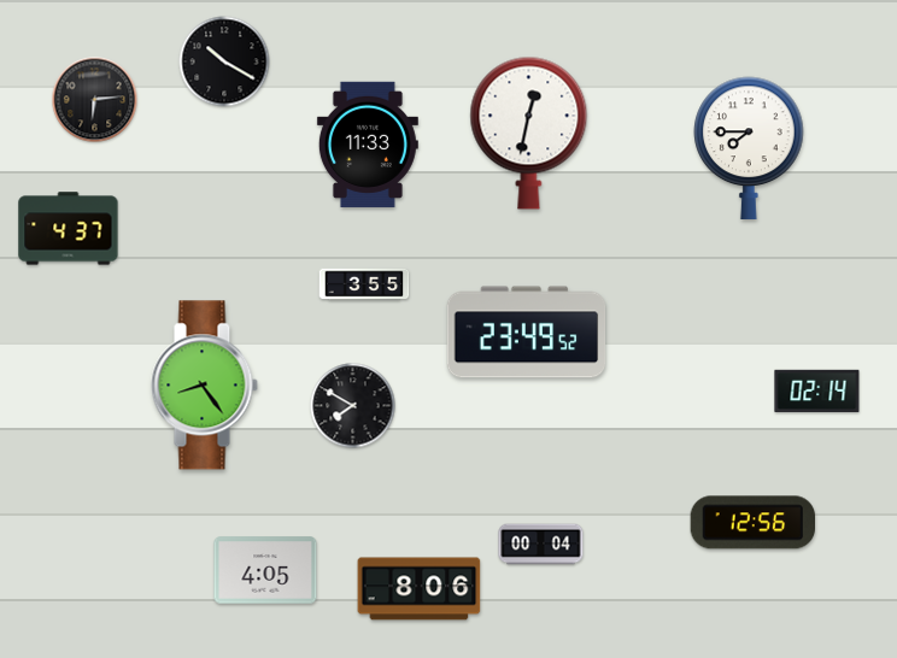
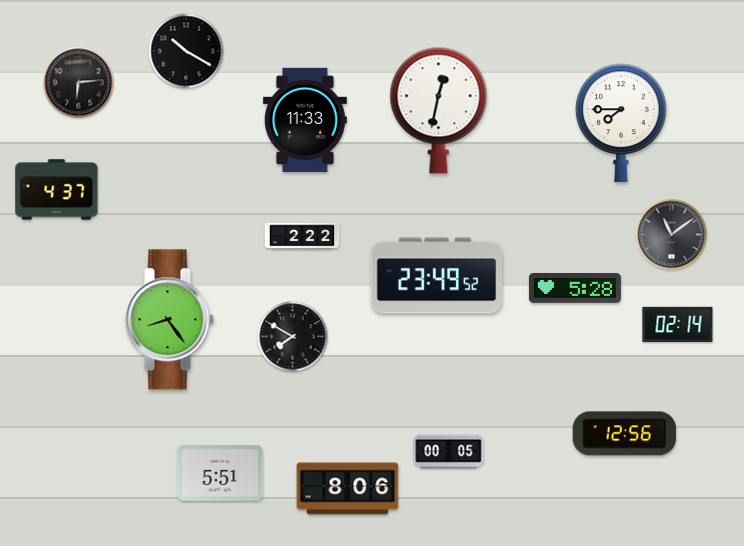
clock at (672, 235): none -> 11:09
clock at (364, 284): 3:55 -> 2:22
clock at (575, 289): none -> 5:28
clock at (541, 545): 00:04 -> 00:05
clock at (265, 570): 4:05 -> 5:51
